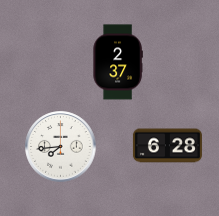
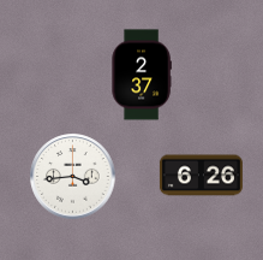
clock at (167, 146): 6:28 -> 6:26
clock at (61, 147): 7:44 -> 3:44
